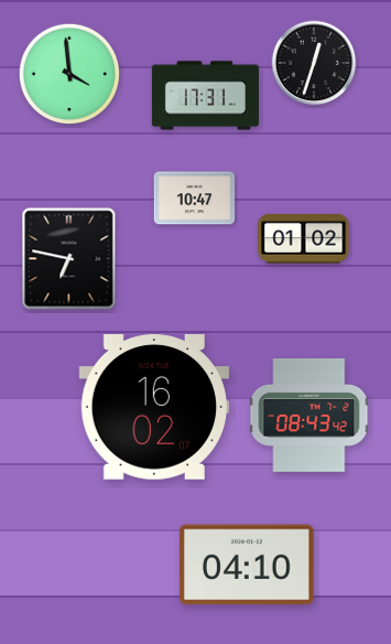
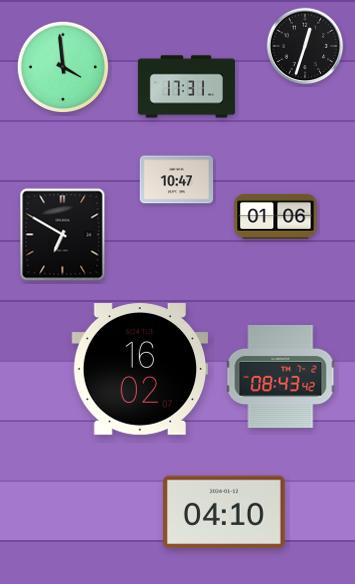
clock at (314, 63) position: (314, 63) -> (305, 46)
clock at (304, 239): 01:02 -> 01:06
clock at (69, 259): 6:47 -> 6:50
